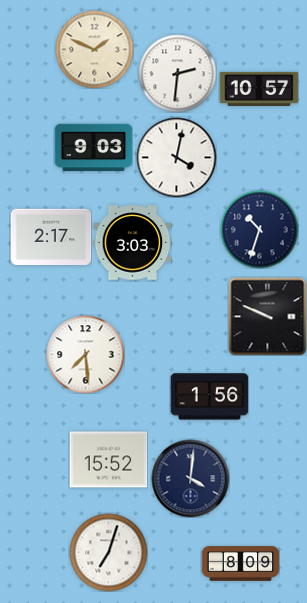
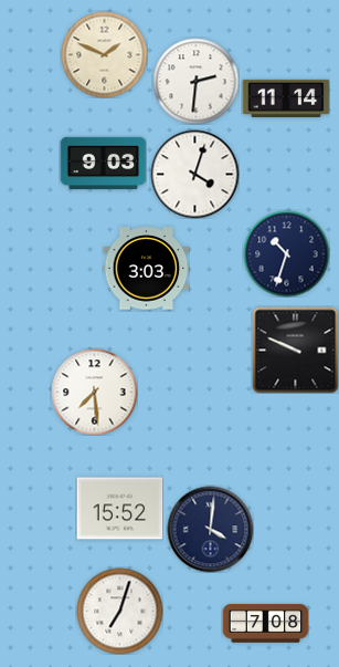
clock at (259, 88): 10:57 -> 11:14
clock at (176, 157): 4:02 -> 4:03
clock at (51, 236): 2:17 -> none
clock at (209, 397): 1:56 -> none
clock at (240, 564): 8:09 -> 7:08
